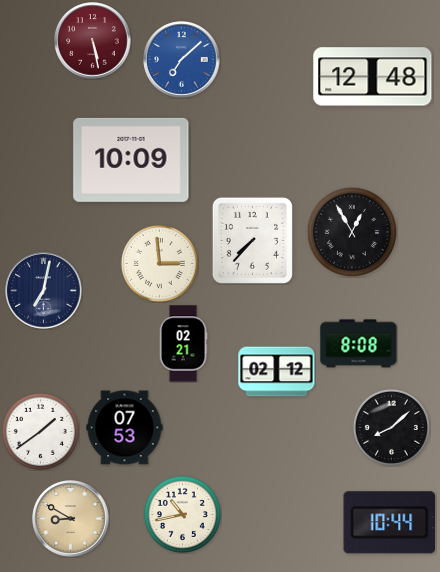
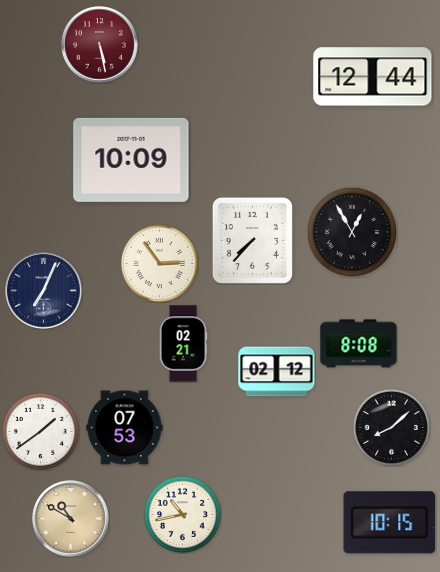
clock at (93, 41) position: (93, 41) -> (100, 45)
clock at (182, 60): 7:08 -> none
clock at (373, 77): 12:48 -> 12:44
clock at (159, 263): 2:59 -> 2:54
clock at (44, 291): 7:02 -> 7:04
clock at (71, 519): 8:50 -> 10:50
clock at (390, 523): 10:44 -> 10:15
